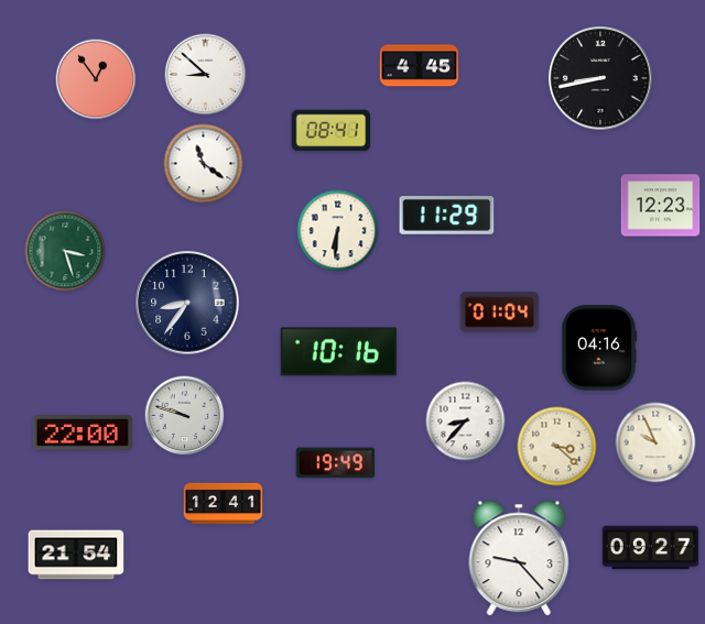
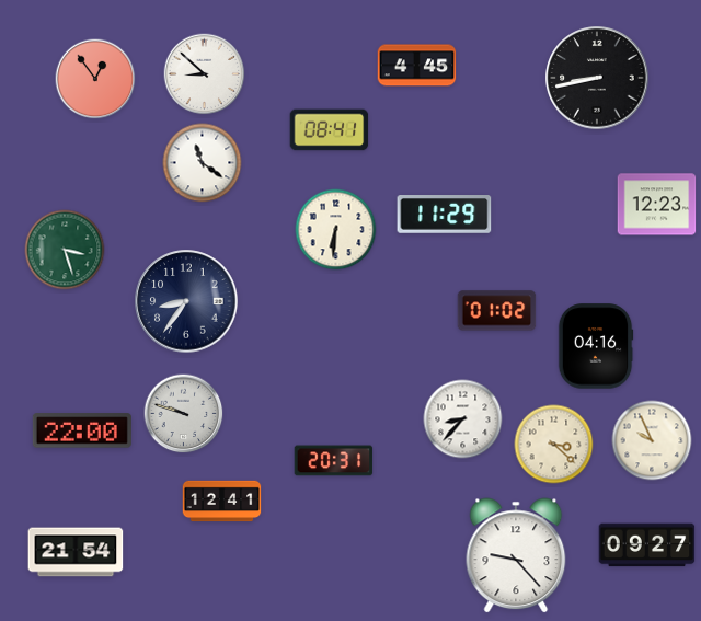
clock at (500, 313): 01:04 -> 01:02
clock at (338, 352): 10:16 -> none
clock at (336, 463): 19:49 -> 20:31
